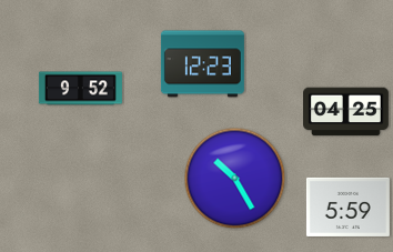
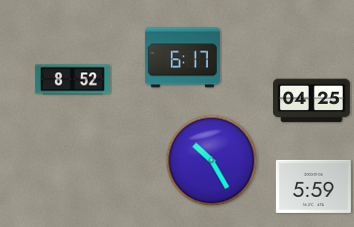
clock at (202, 64): 12:23 -> 6:17
clock at (80, 89): 9:52 -> 8:52
